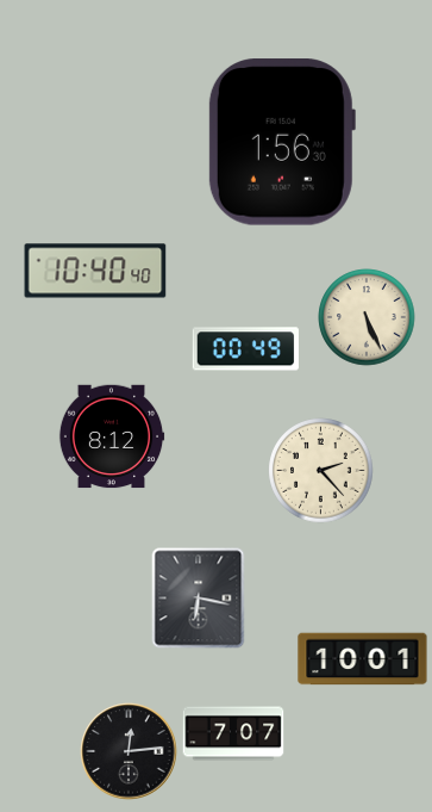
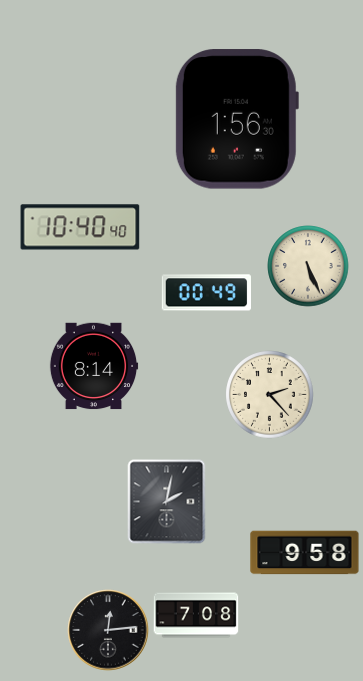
clock at (112, 436): 8:12 -> 8:14
clock at (199, 599): 6:17 -> 2:02
clock at (363, 659): 10:01 -> 9:58
clock at (233, 733): 7:07 -> 7:08
